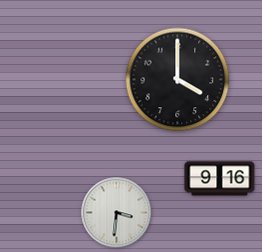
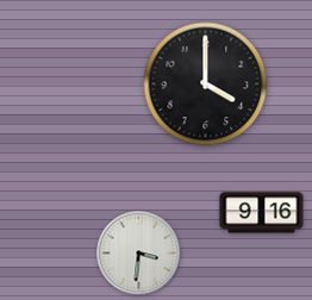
clock at (178, 80) position: (178, 80) -> (206, 85)
